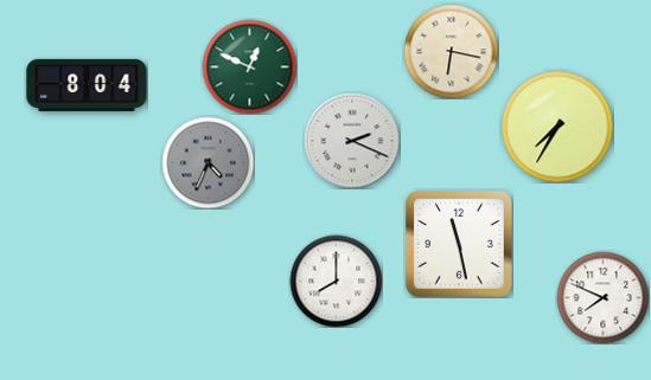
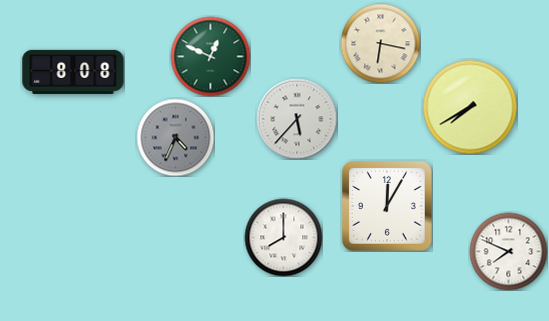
clock at (87, 85): 8:04 -> 8:08
clock at (557, 127): 7:35 -> 7:40
clock at (352, 141): 2:19 -> 5:37
clock at (460, 245): 11:28 -> 12:05
